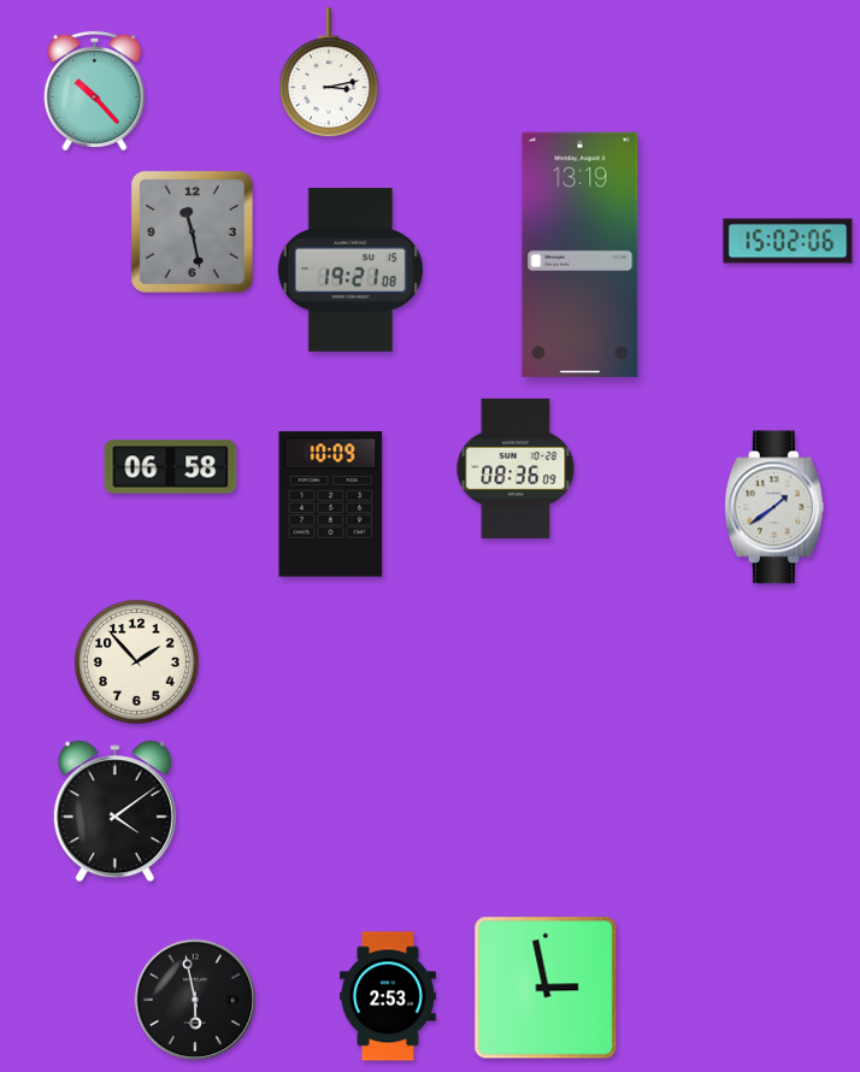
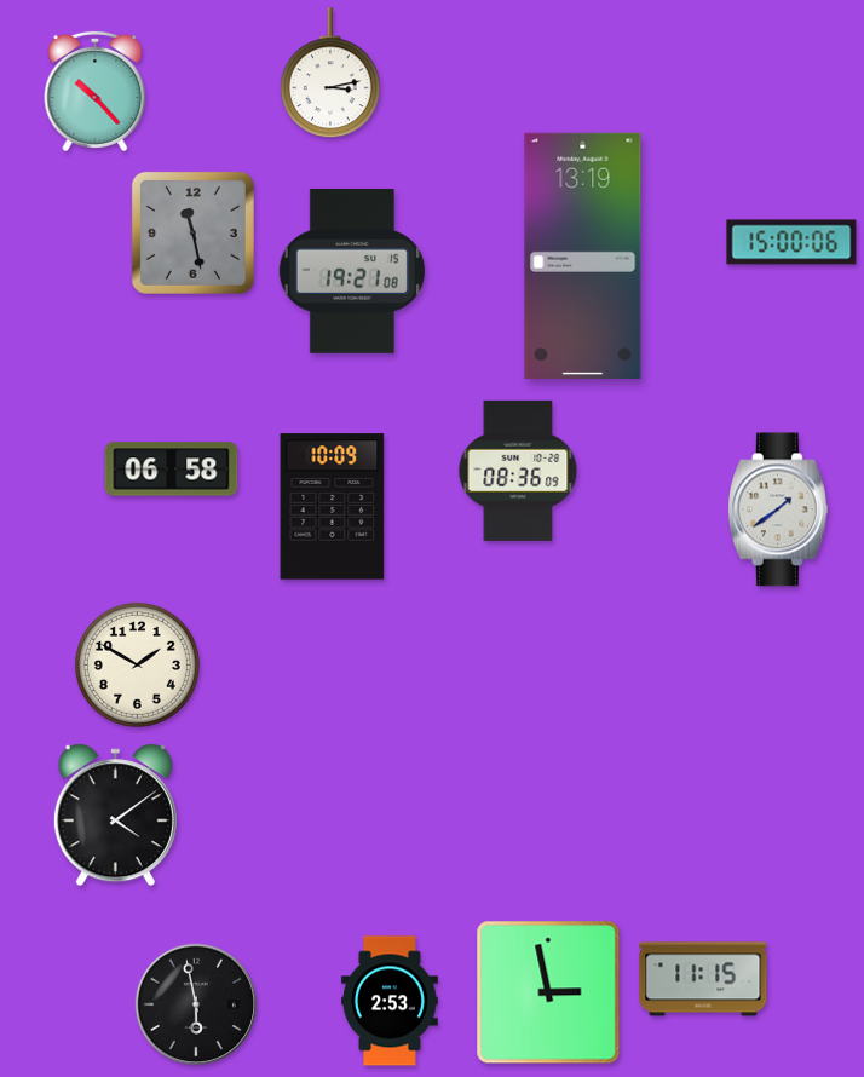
clock at (788, 241): 15:02 -> 15:00
clock at (136, 661): 1:53 -> 1:50
clock at (703, 979): none -> 11:15
